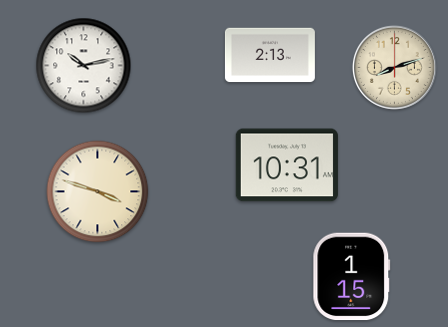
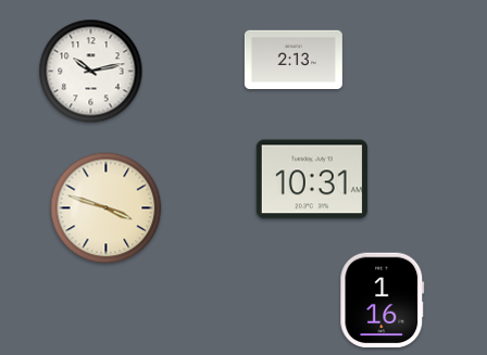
clock at (394, 67): 8:12 -> none
clock at (352, 277): 1:15 -> 1:16
